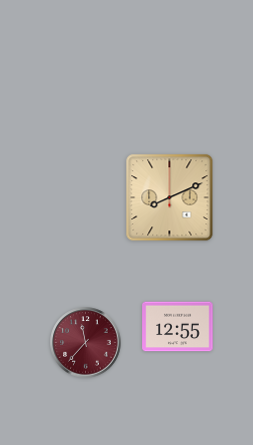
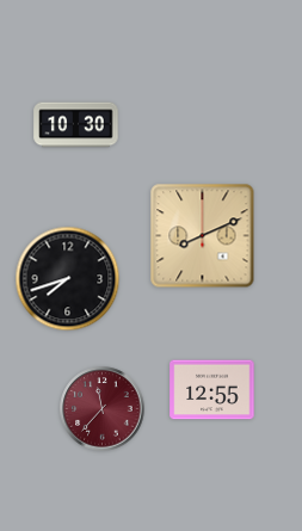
clock at (76, 125): none -> 10:30
clock at (68, 279): none -> 7:42
